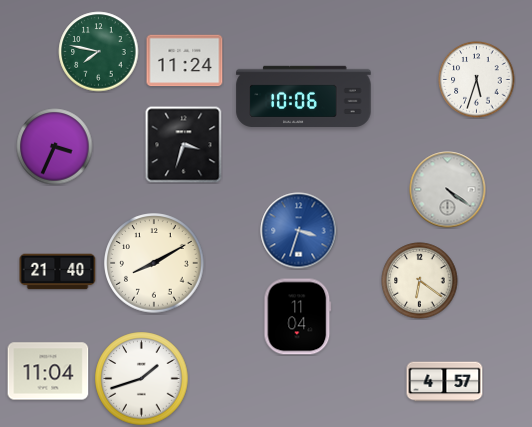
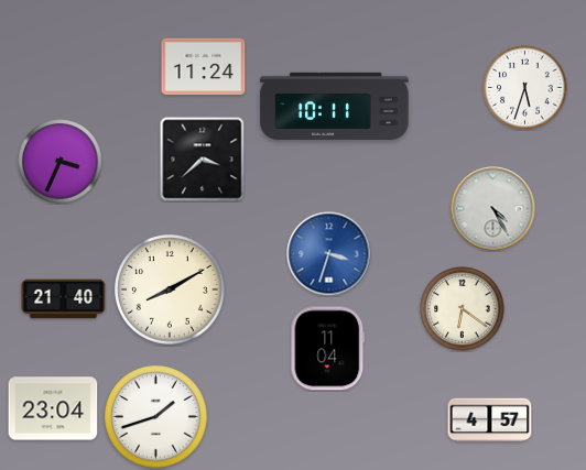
clock at (99, 52): 7:47 -> none
clock at (304, 96): 10:06 -> 10:11
clock at (184, 145): 3:33 -> 3:38
clock at (448, 190): 4:21 -> 4:25
clock at (48, 371): 11:04 -> 23:04
